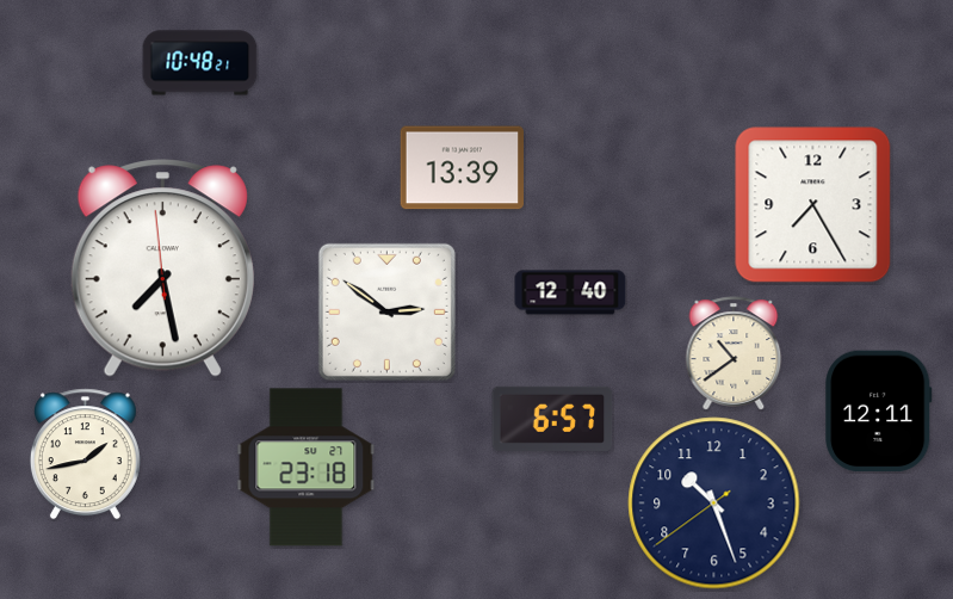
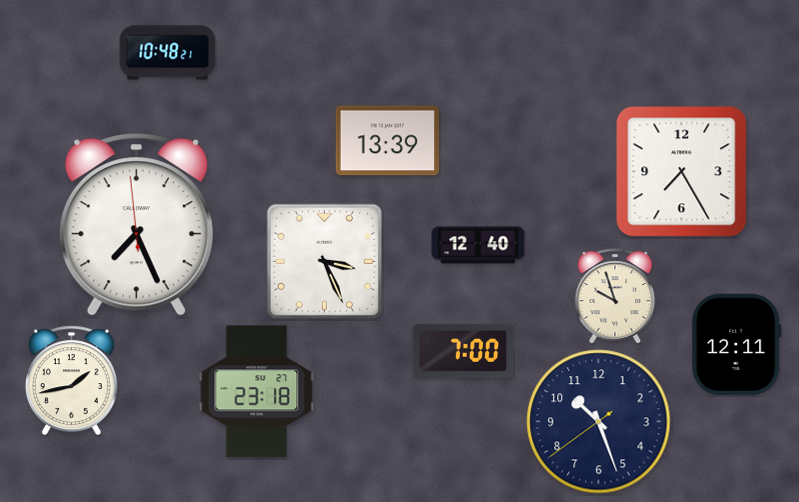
clock at (162, 268): 7:27 -> 7:25
clock at (386, 311): 2:51 -> 3:26
clock at (734, 353): 10:39 -> 9:57
clock at (552, 419): 6:57 -> 7:00
